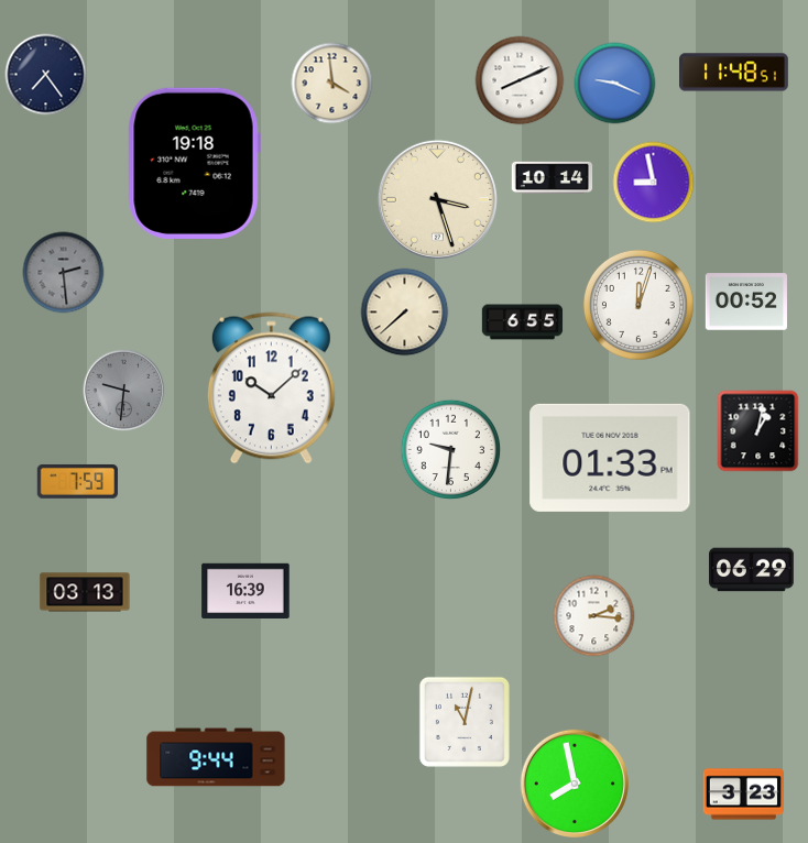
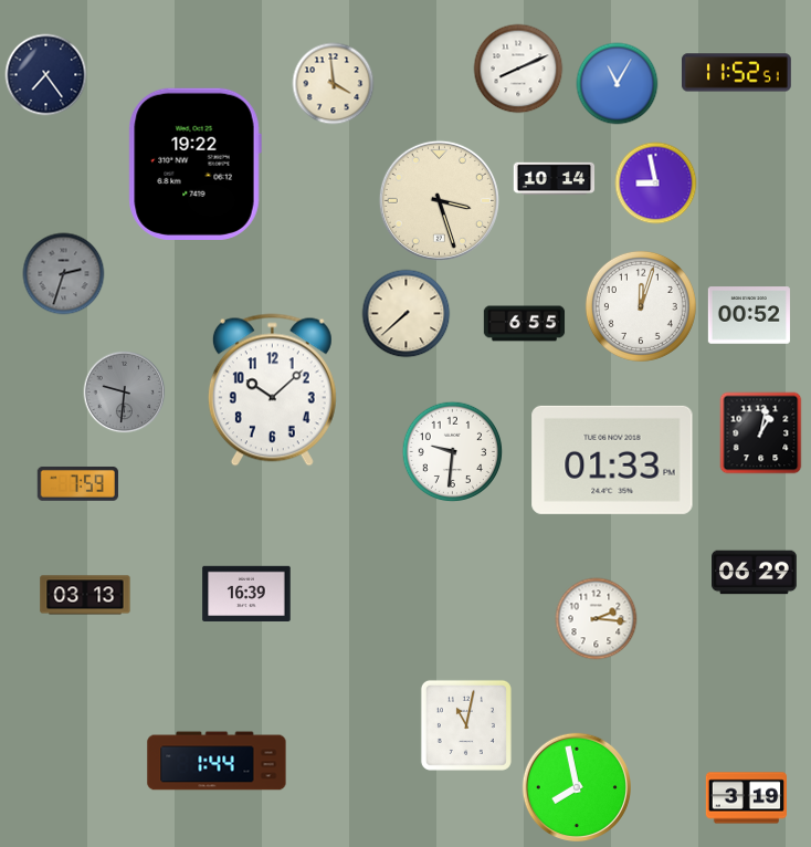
clock at (734, 73): 11:48 -> 11:52
clock at (520, 80) position: (520, 80) -> (518, 69)
clock at (615, 84): 9:19 -> 11:05
clock at (194, 163): 19:18 -> 19:22
clock at (64, 273): 2:29 -> 2:33
clock at (746, 302) position: (746, 302) -> (749, 315)
clock at (216, 757): 9:44 -> 1:44
clock at (744, 795): 3:23 -> 3:19
